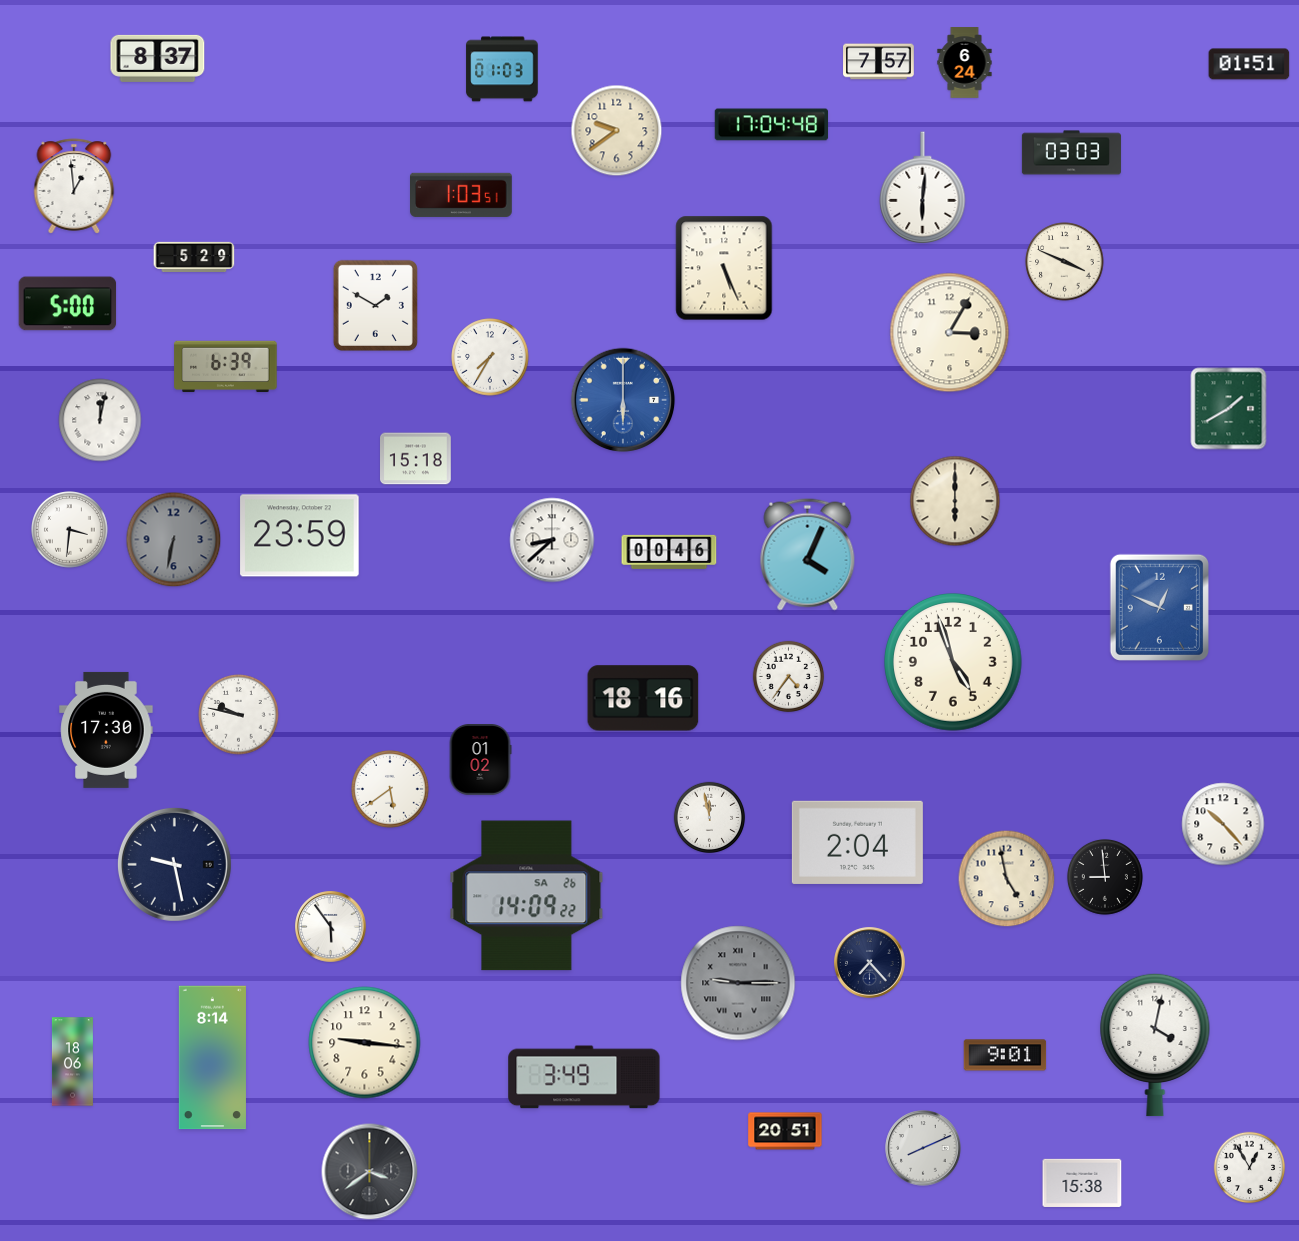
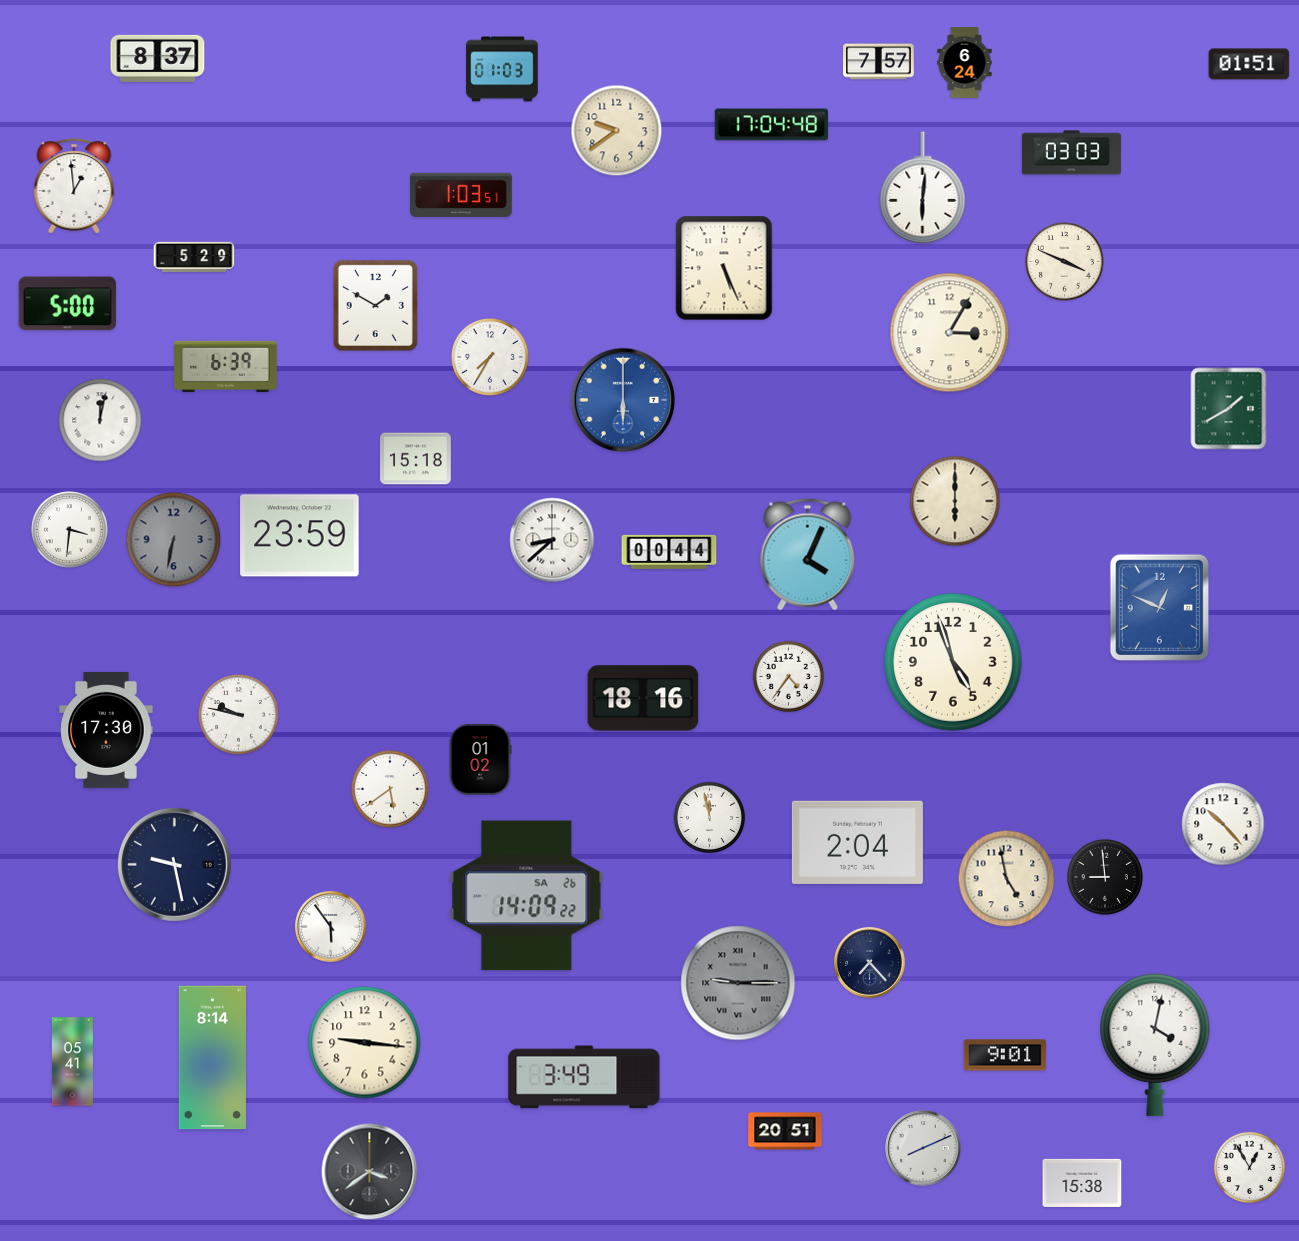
clock at (669, 552): 00:46 -> 00:44
clock at (72, 1062): 18:06 -> 05:41
